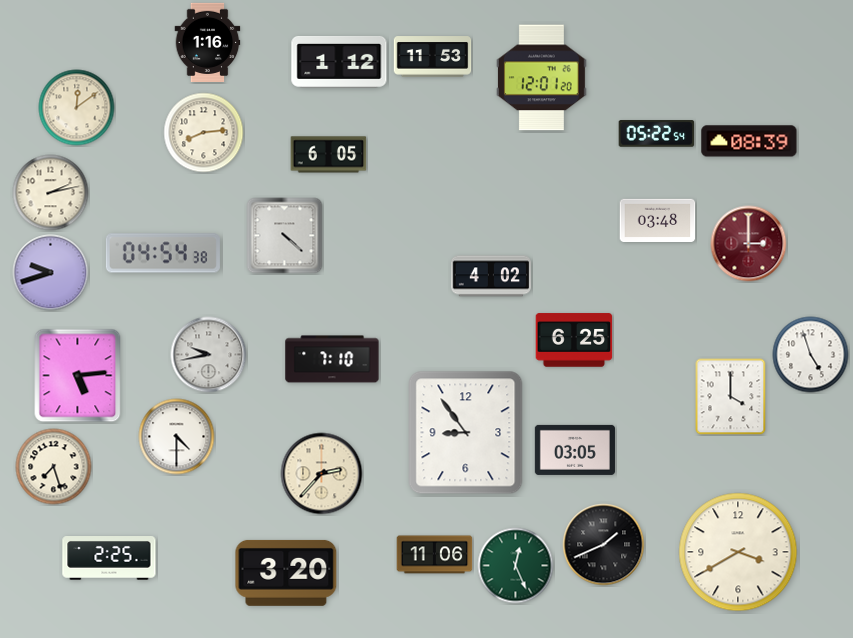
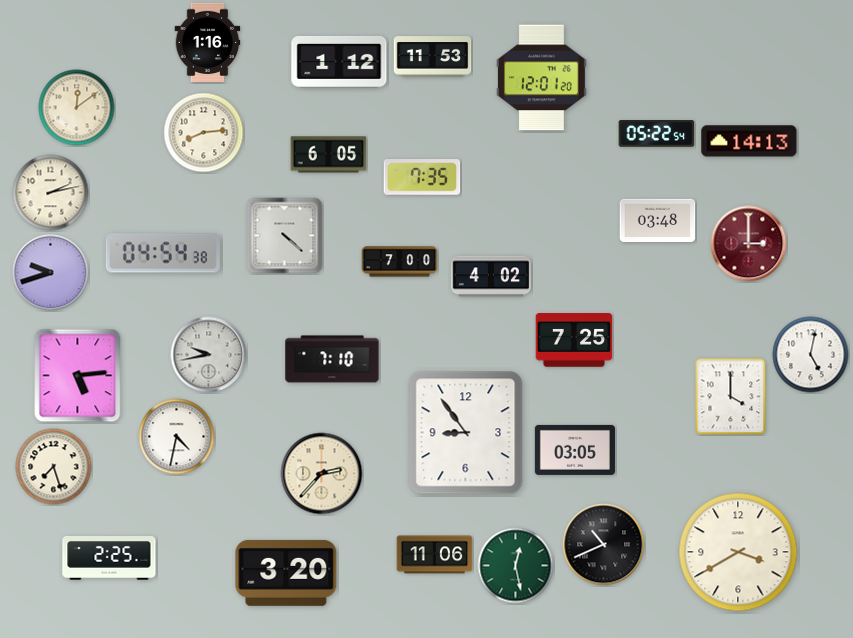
clock at (749, 141): 08:39 -> 14:13
clock at (422, 178): none -> 7:35
clock at (400, 262): none -> 7:00
clock at (574, 340): 6:25 -> 7:25
clock at (811, 355): 4:57 -> 5:02
clock at (177, 437): 4:30 -> 4:32
clock at (604, 545): 1:41 -> 10:41
clock at (516, 566): 12:26 -> 12:28
